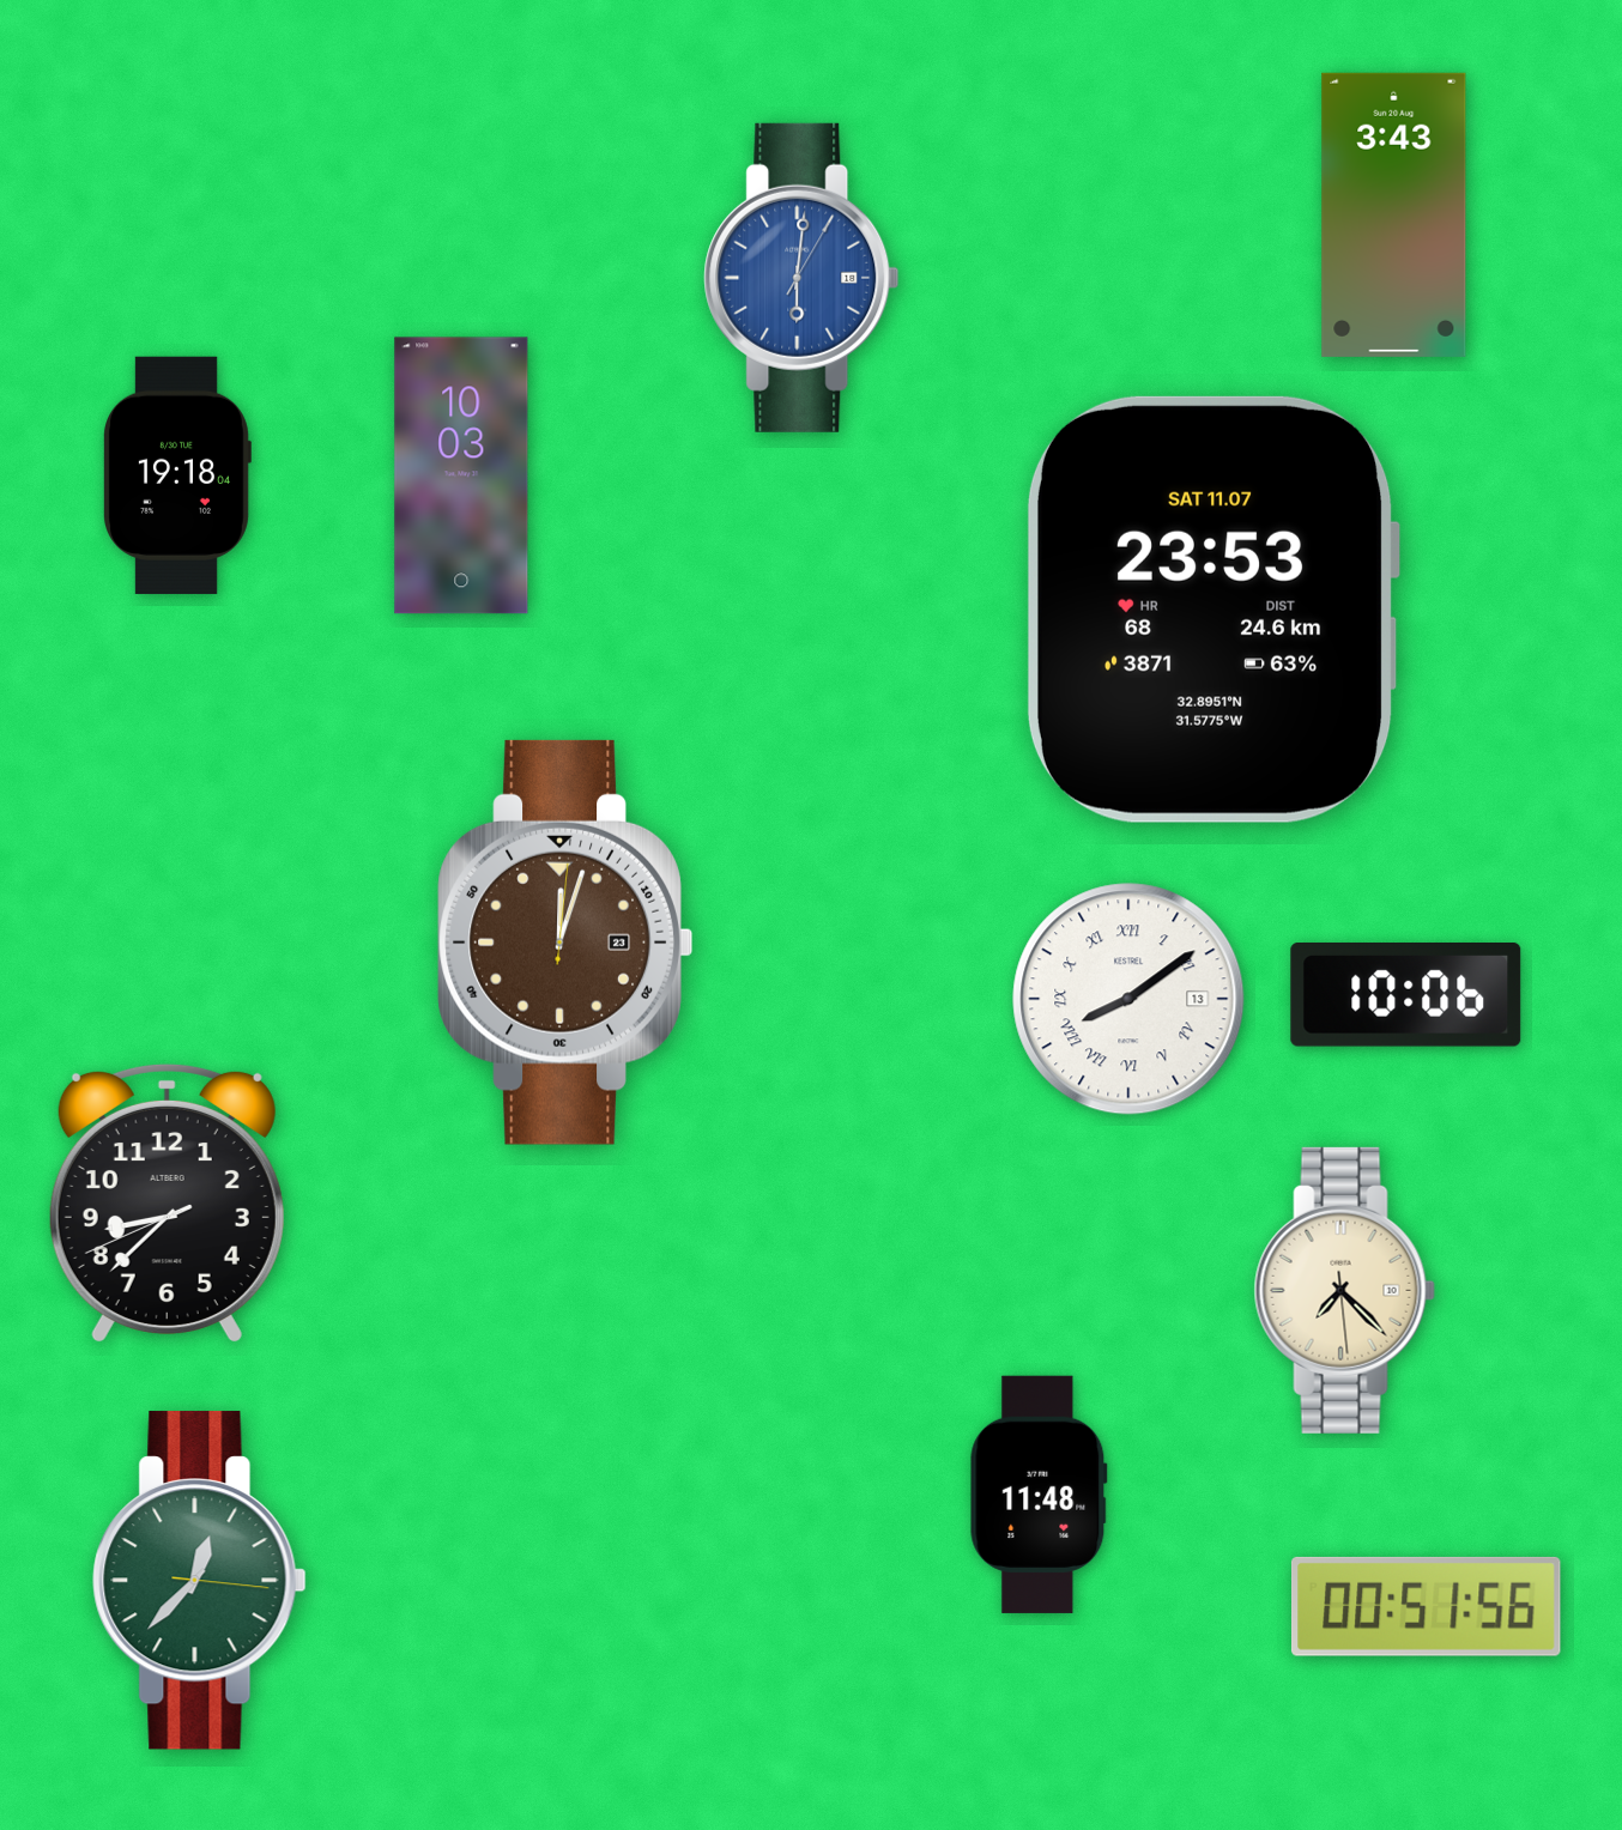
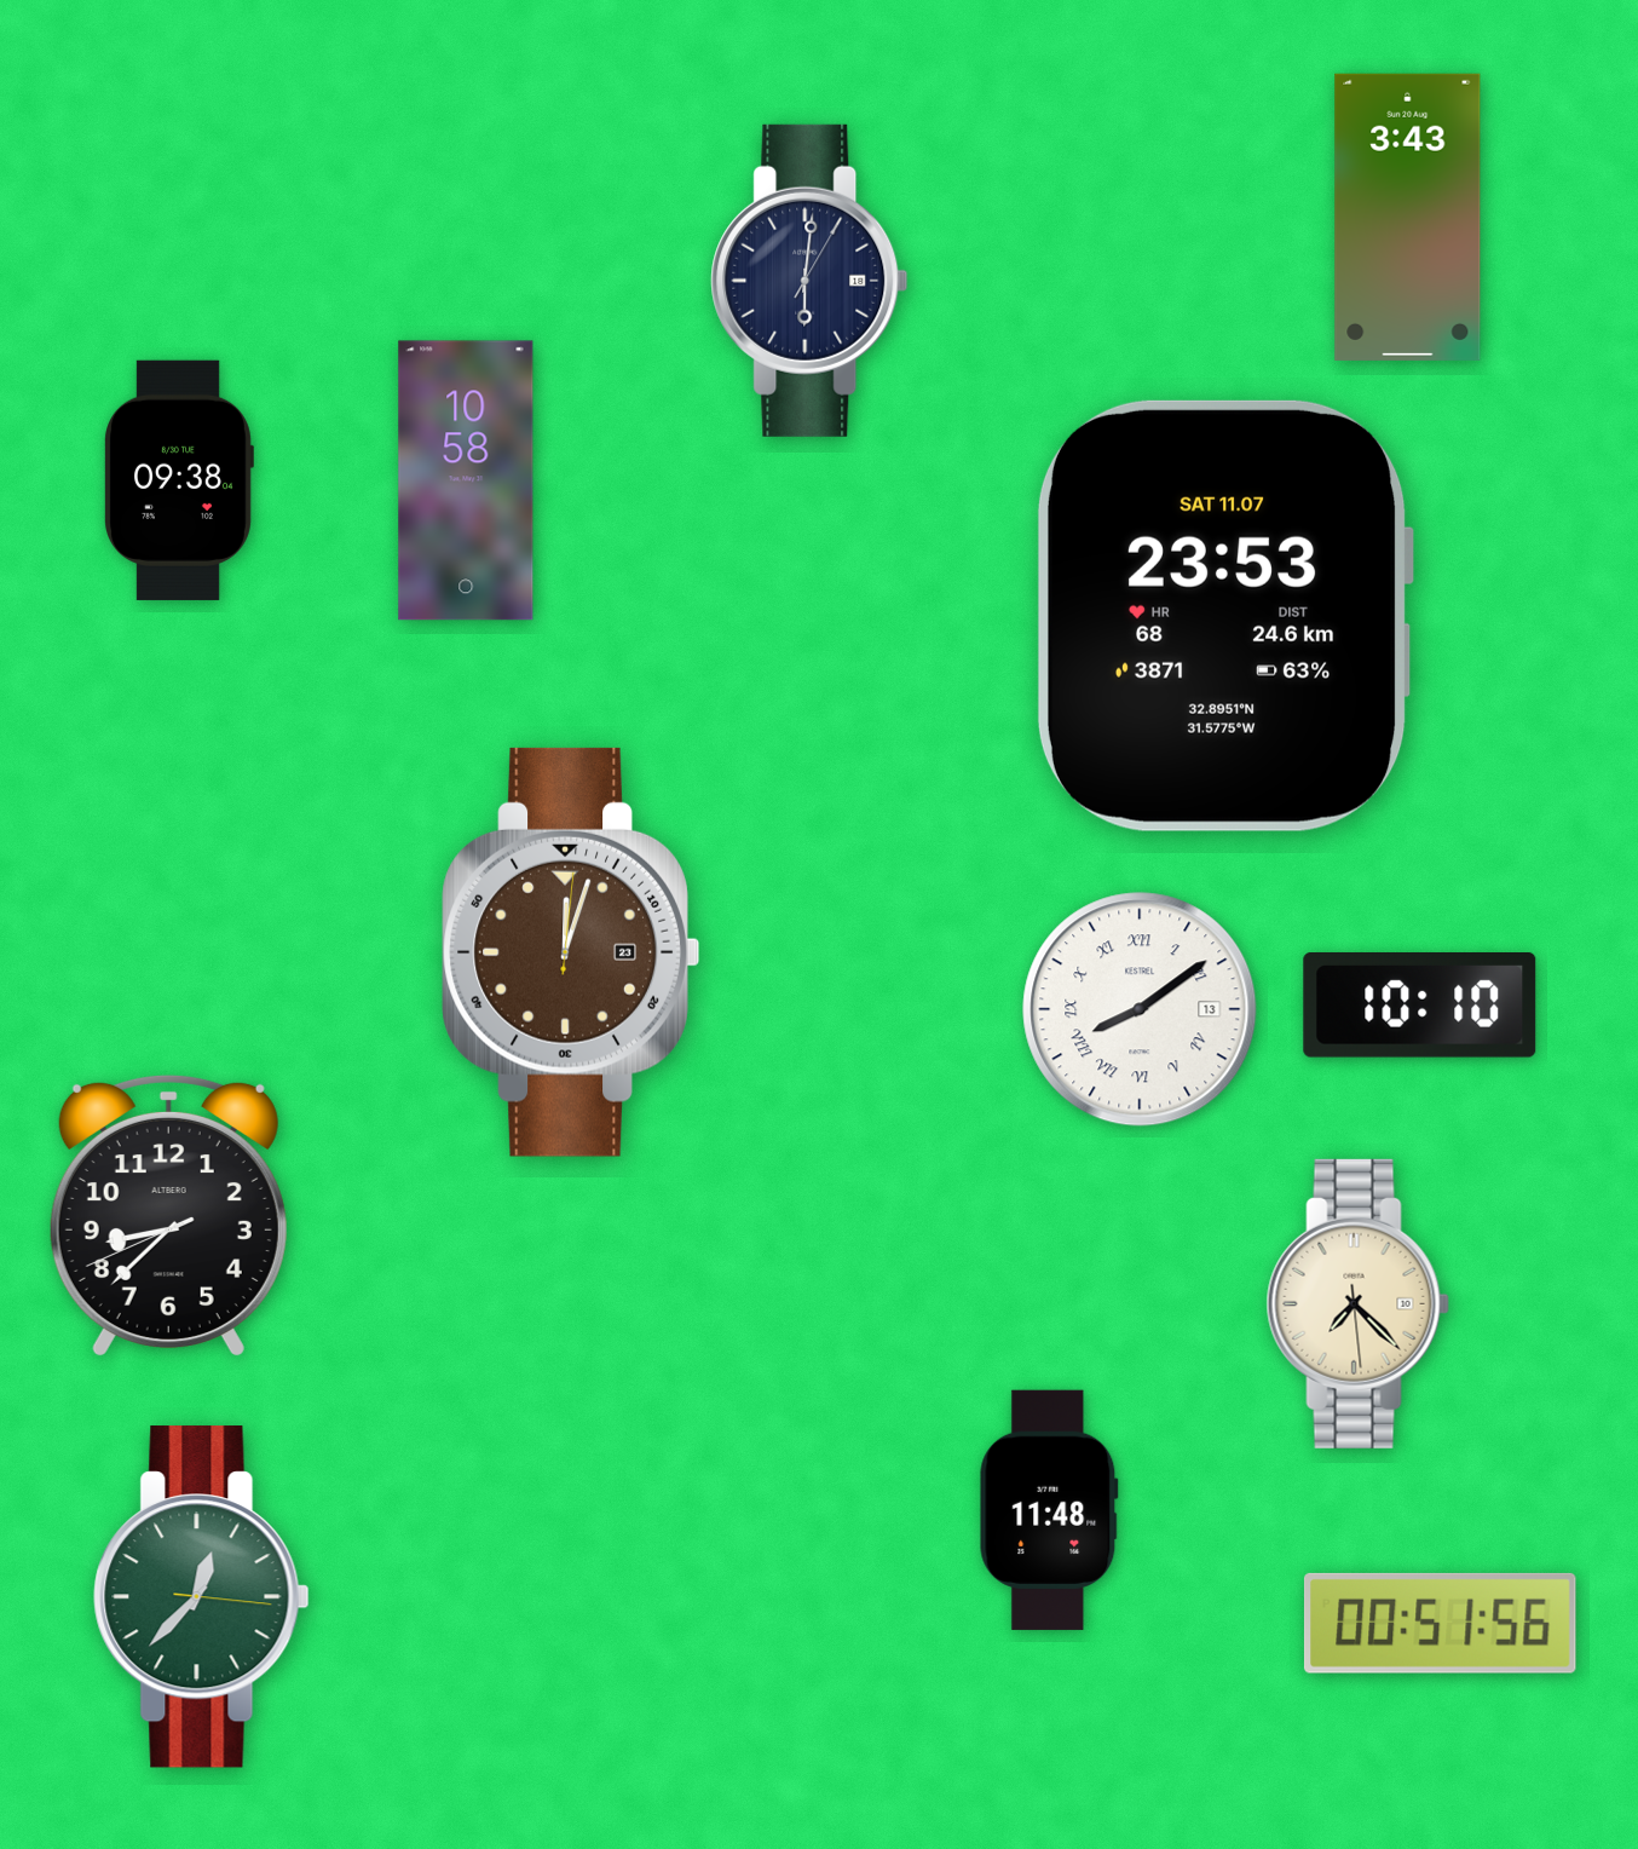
clock at (801, 278) dial: blue -> navy
clock at (177, 475): 19:18 -> 09:38
clock at (461, 475): 10:03 -> 10:58
clock at (1406, 995): 10:06 -> 10:10
